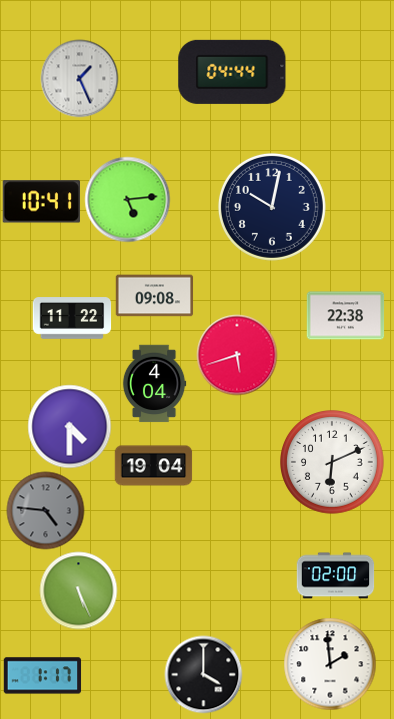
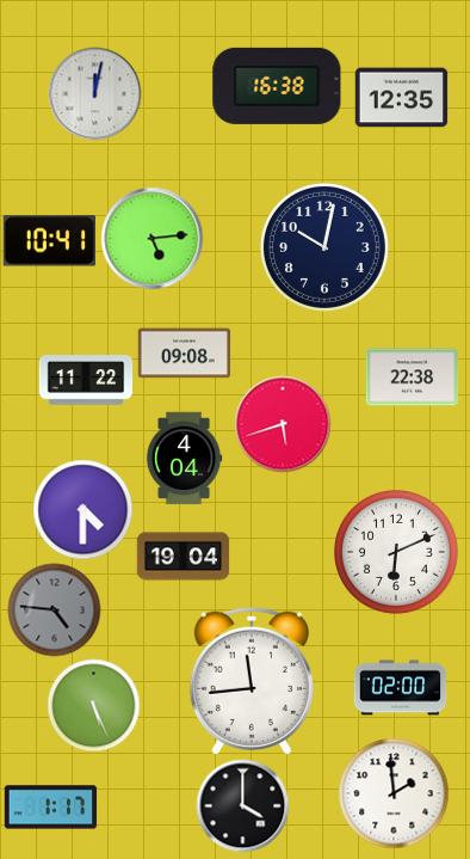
clock at (232, 72): 04:44 -> 16:38
clock at (79, 78): 1:26 -> 12:02
clock at (401, 98): none -> 12:35
clock at (252, 681): none -> 11:44
